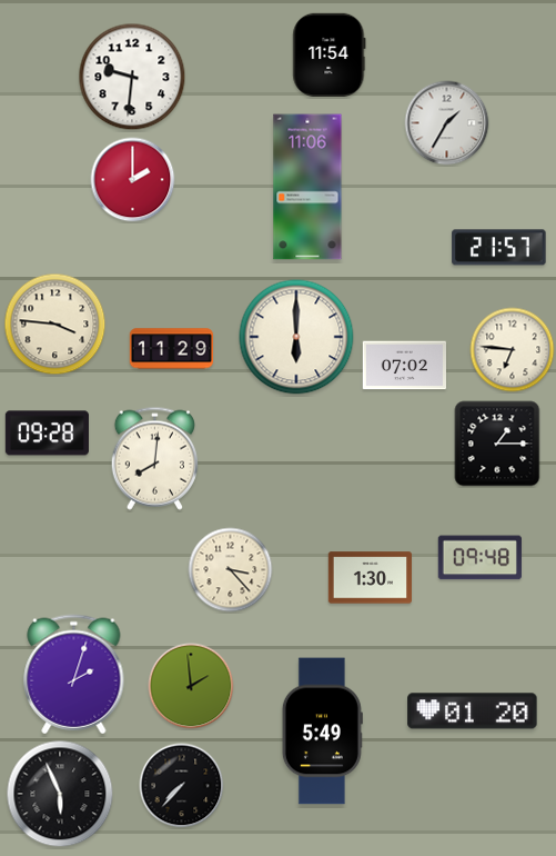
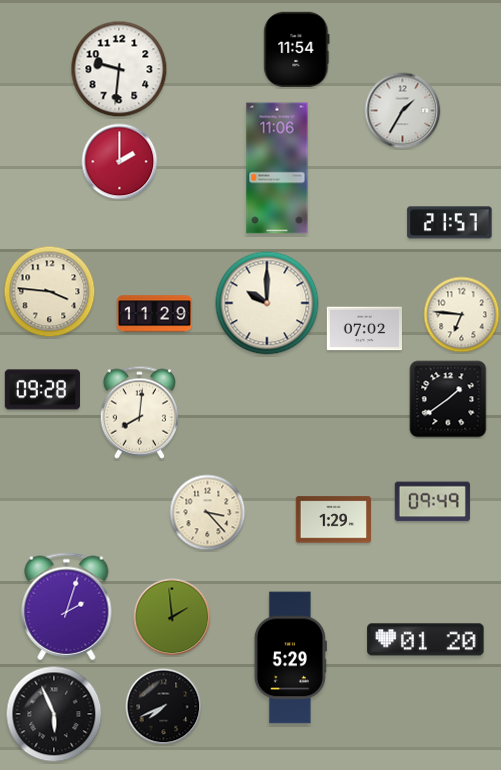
clock at (296, 337): 6:00 -> 10:00
clock at (497, 444): 1:15 -> 1:39
clock at (479, 558): 09:48 -> 09:49
clock at (370, 578): 1:30 -> 1:29
clock at (322, 731): 5:49 -> 5:29
clock at (182, 786): 7:37 -> 7:41
